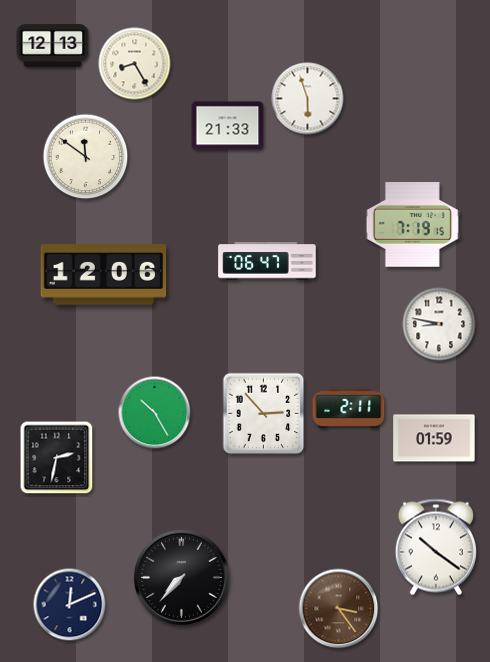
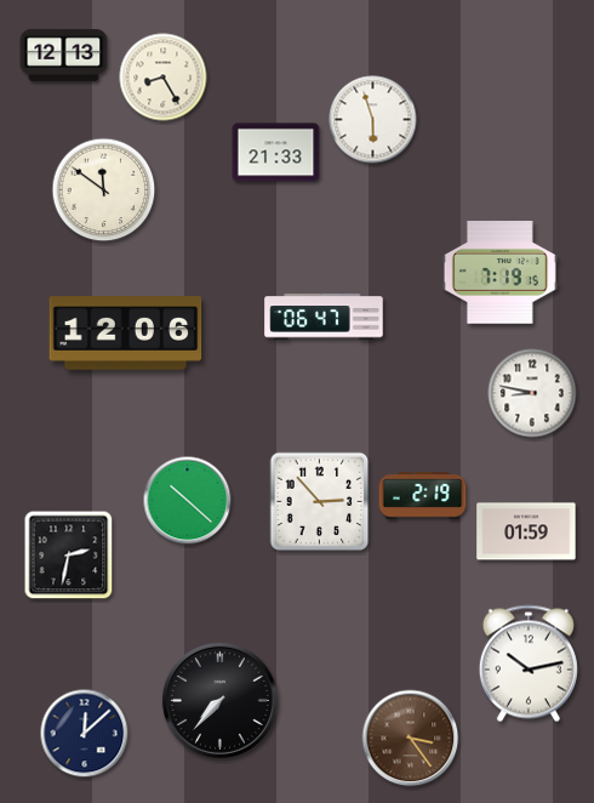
clock at (349, 409): 2:11 -> 2:19
clock at (155, 413): 10:25 -> 10:22
clock at (436, 547): 10:21 -> 10:13
clock at (70, 605): 12:11 -> 12:08
